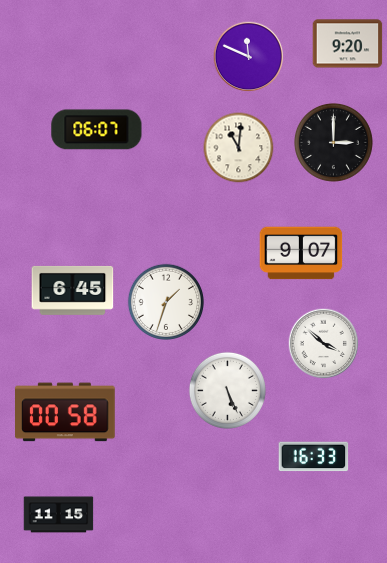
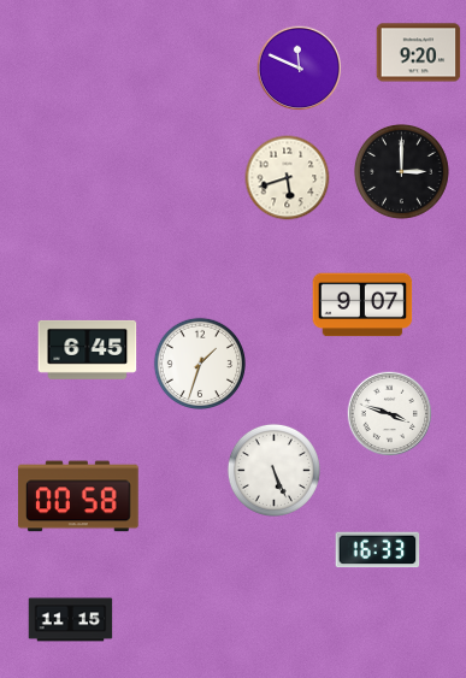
clock at (97, 130): 06:07 -> none
clock at (239, 148): 11:01 -> 5:42
clock at (324, 344): 3:52 -> 3:48
